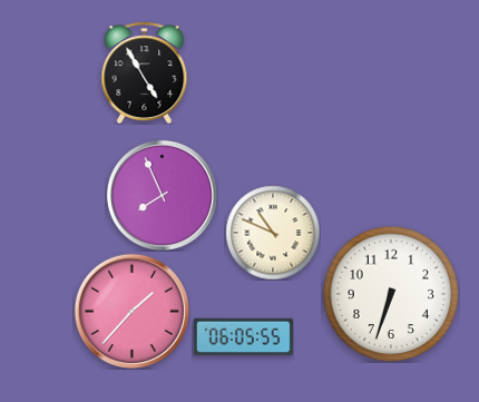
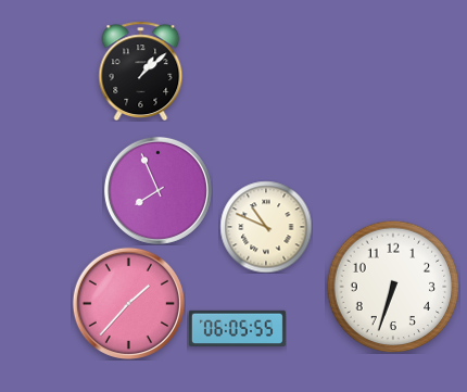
clock at (145, 72): 4:55 -> 1:08
clock at (391, 294) position: (391, 294) -> (393, 287)
